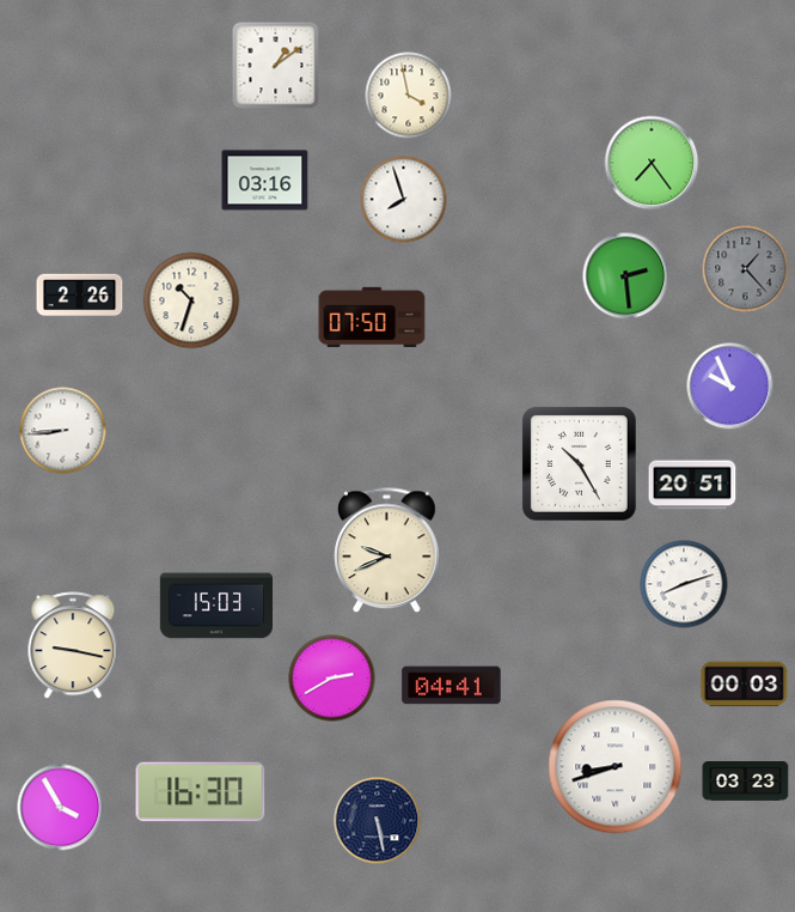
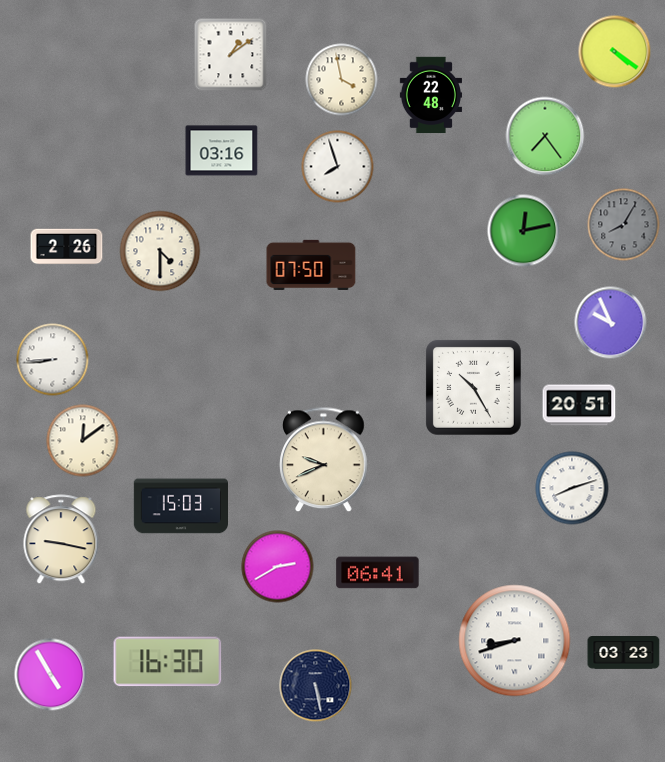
clock at (615, 52): none -> 4:21
clock at (430, 95): none -> 22:48
clock at (746, 269): 1:23 -> 8:05
clock at (626, 276): 2:29 -> 12:13
clock at (191, 300): 10:33 -> 4:30
clock at (579, 463) position: (579, 463) -> (473, 387)
clock at (83, 441): none -> 12:09
clock at (745, 685): 00:03 -> none
clock at (452, 686): 04:41 -> 06:41
clock at (61, 808): 3:55 -> 4:55
